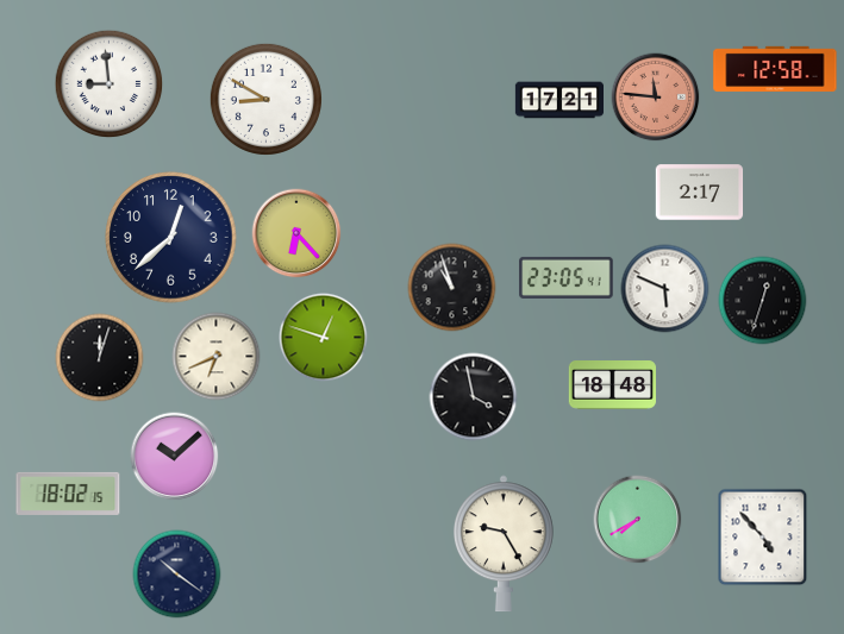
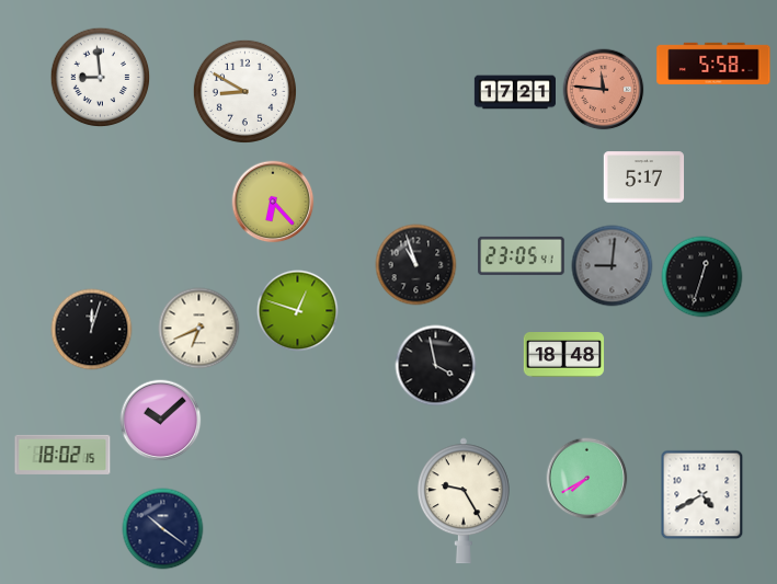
clock at (775, 69): 12:58 -> 5:58
clock at (700, 193): 2:17 -> 5:17
clock at (296, 233) position: (296, 233) -> (273, 202)
clock at (171, 238): 12:38 -> none
clock at (665, 289): 5:49 -> 9:01
clock at (665, 289) dial: white -> grey
clock at (763, 538): 4:53 -> 4:40
